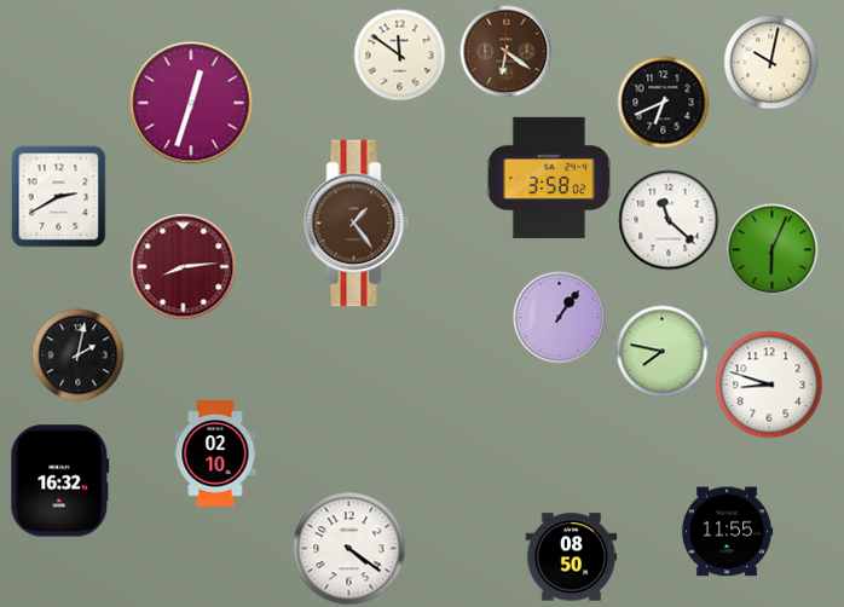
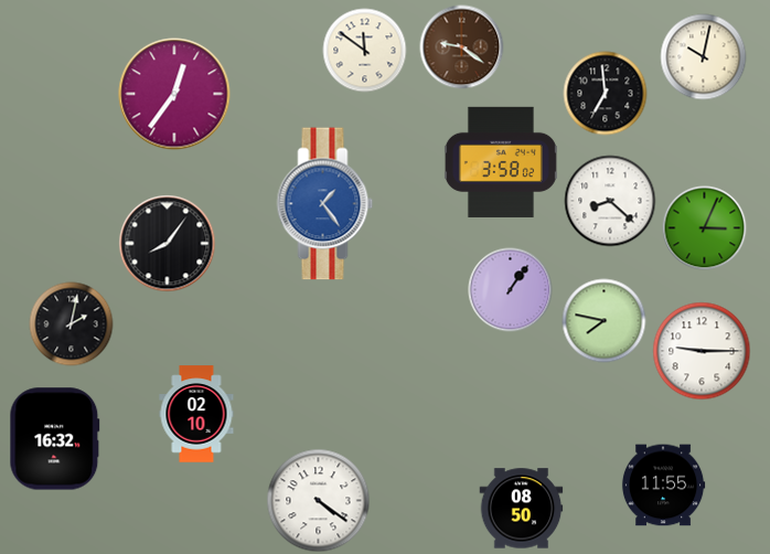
clock at (507, 52): 6:21 -> 9:21
clock at (191, 103): 12:33 -> 12:36
clock at (664, 103): 6:41 -> 6:59
clock at (59, 197): 2:40 -> none
clock at (669, 220): 11:22 -> 8:22
clock at (357, 224) dial: brown -> blue
clock at (773, 250): 6:04 -> 3:04
clock at (184, 267): 8:14 -> 8:06
clock at (184, 267) dial: burgundy -> black
clock at (769, 385): 8:48 -> 9:15
